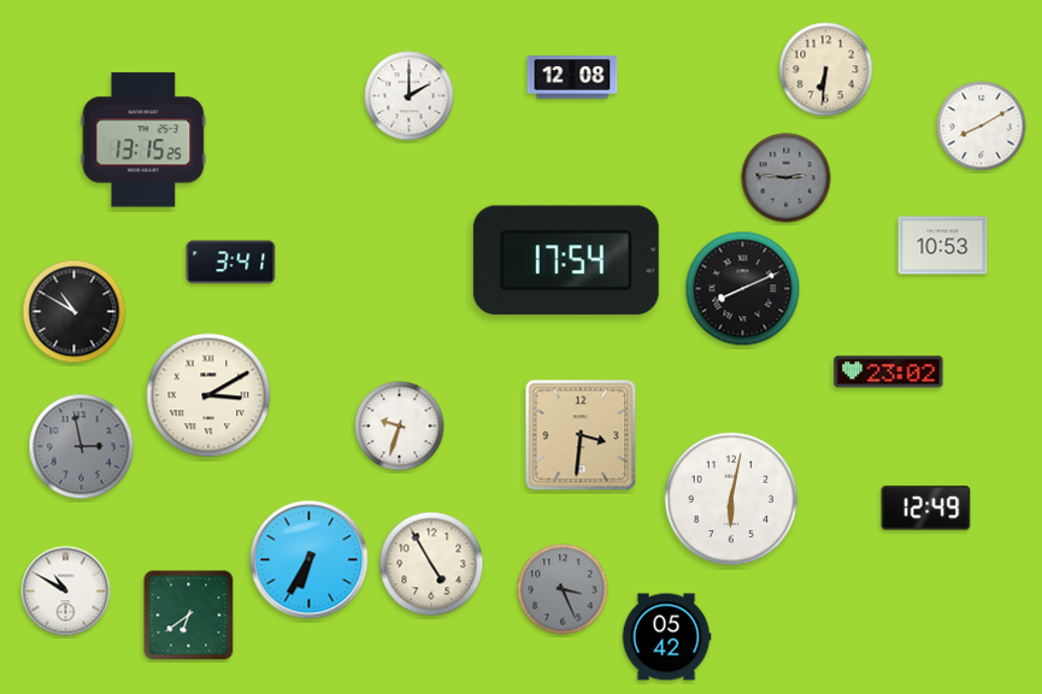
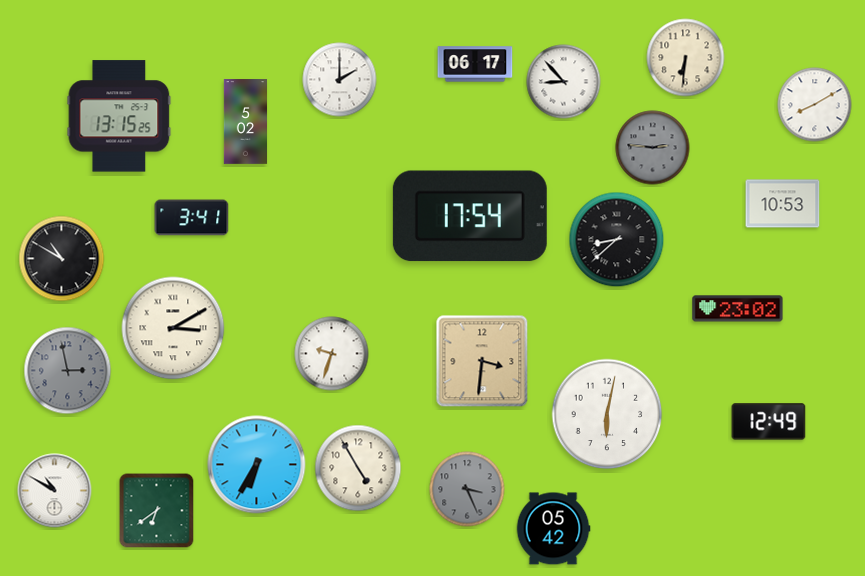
clock at (572, 77): 12:08 -> 06:17
clock at (564, 82): none -> 8:53
clock at (246, 122): none -> 5:02
clock at (743, 289): 8:11 -> 8:38
